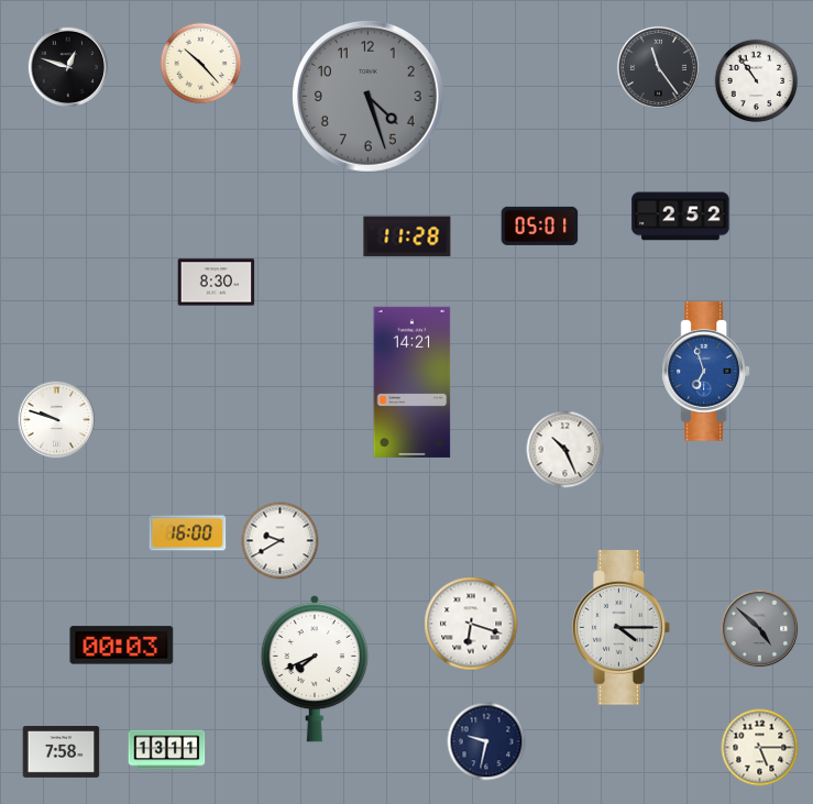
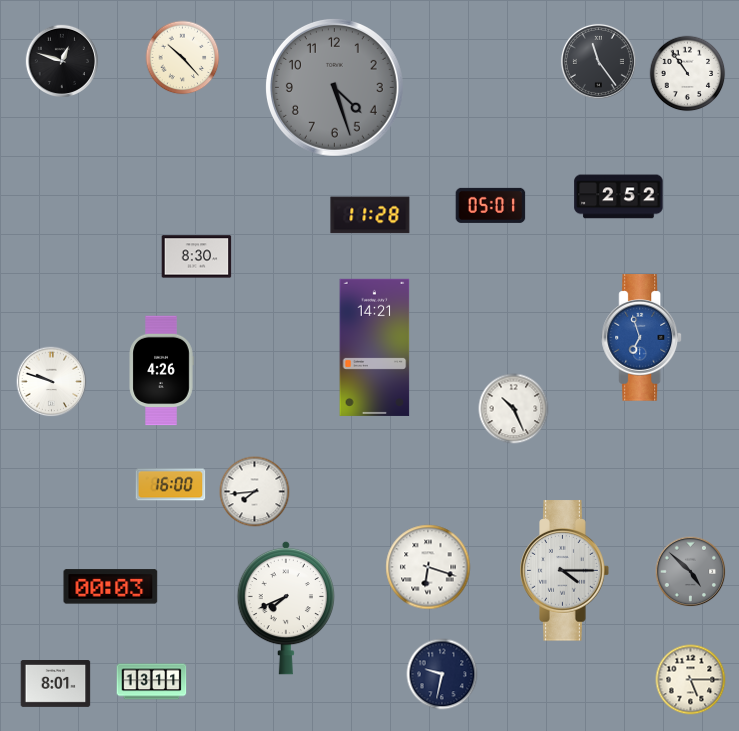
clock at (161, 371): none -> 4:26
clock at (281, 541): 9:40 -> 7:44
clock at (62, 752): 7:58 -> 8:01
